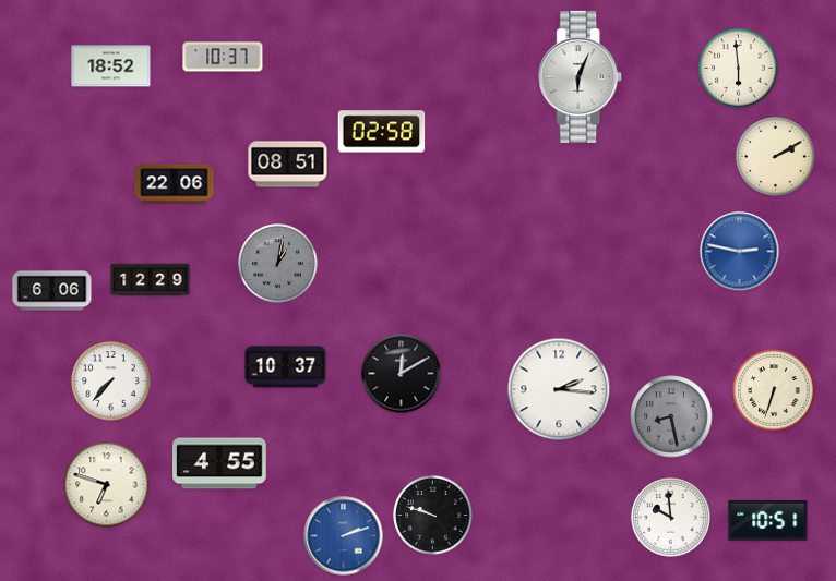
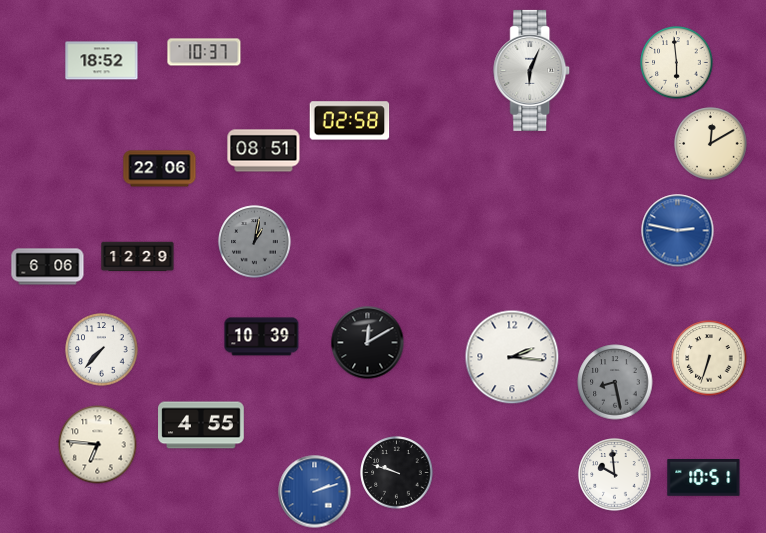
clock at (776, 157): 2:10 -> 12:10
clock at (286, 367): 10:37 -> 10:39
clock at (107, 485): 6:48 -> 6:46
